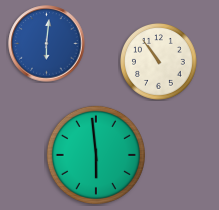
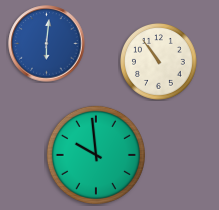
clock at (96, 155): 5:59 -> 9:59
